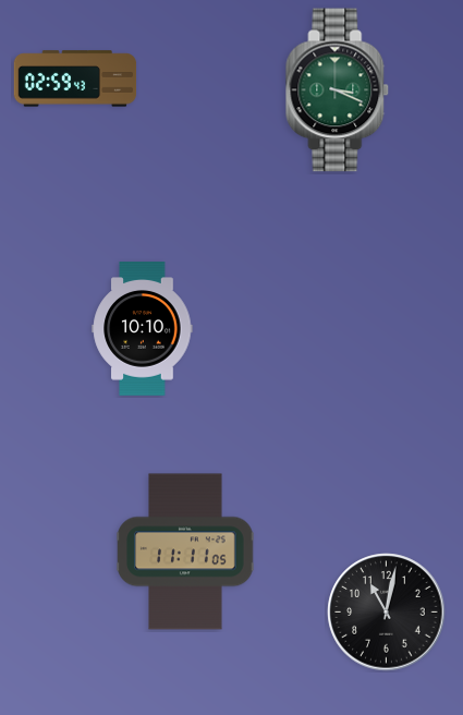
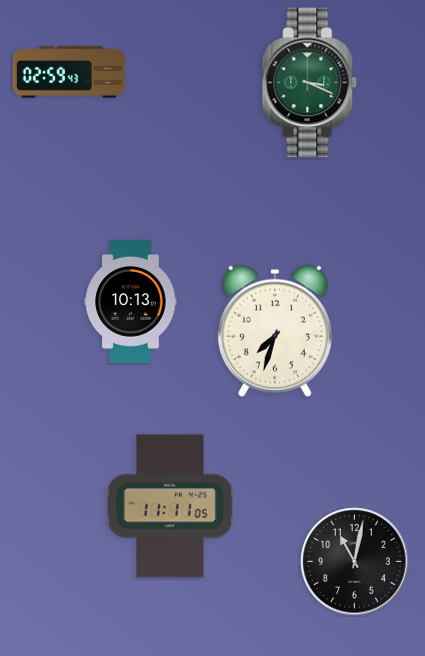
clock at (143, 329): 10:10 -> 10:13
clock at (275, 331): none -> 7:33
